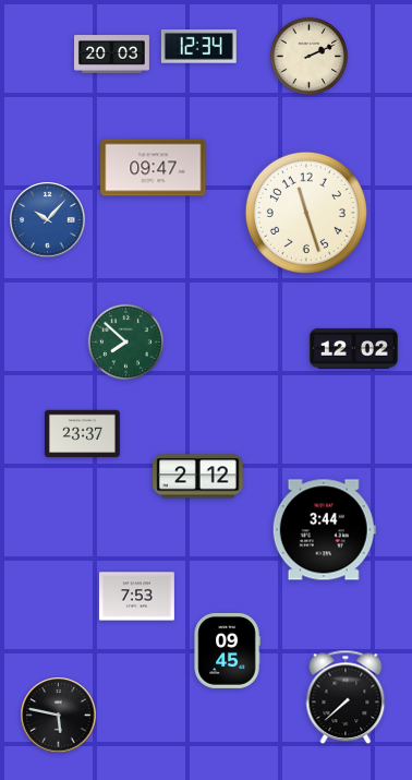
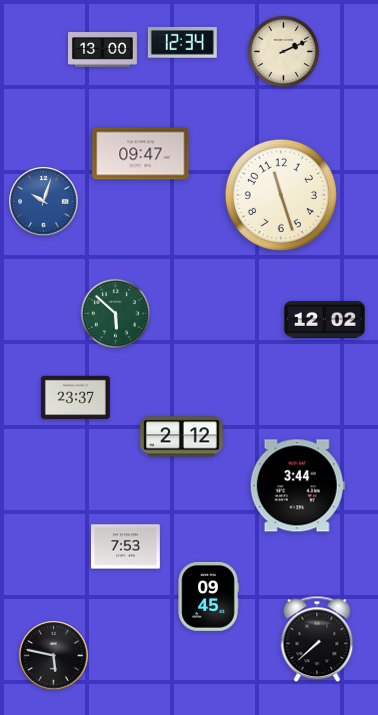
clock at (112, 55): 20:03 -> 13:00
clock at (48, 220): 10:07 -> 10:03
clock at (126, 343): 7:52 -> 5:52
